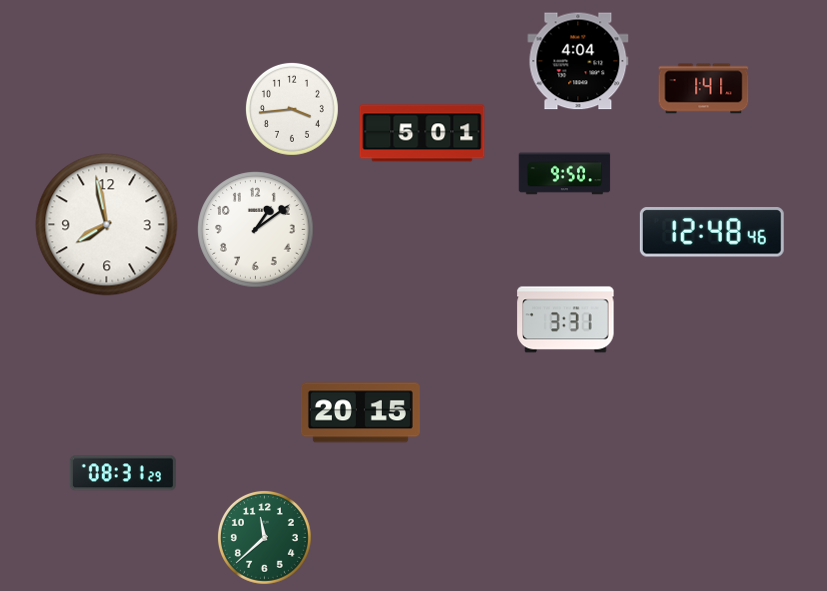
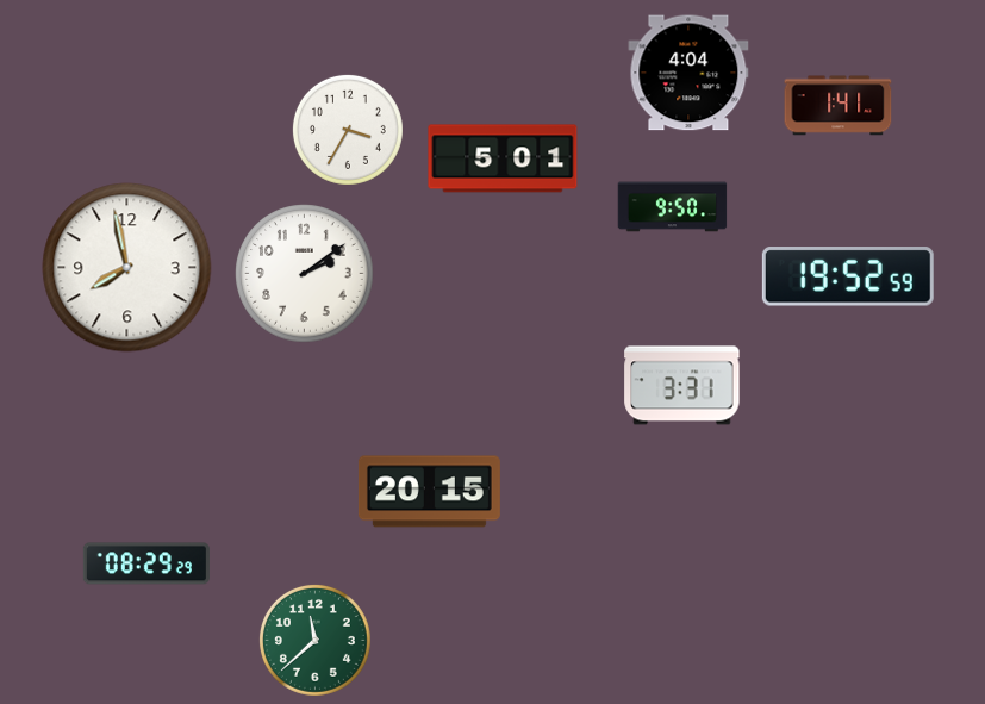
clock at (292, 109): 3:44 -> 3:35
clock at (256, 230): 1:09 -> 2:09
clock at (712, 232): 12:48 -> 19:52
clock at (566, 320) position: (566, 320) -> (682, 386)
clock at (123, 473): 08:31 -> 08:29
